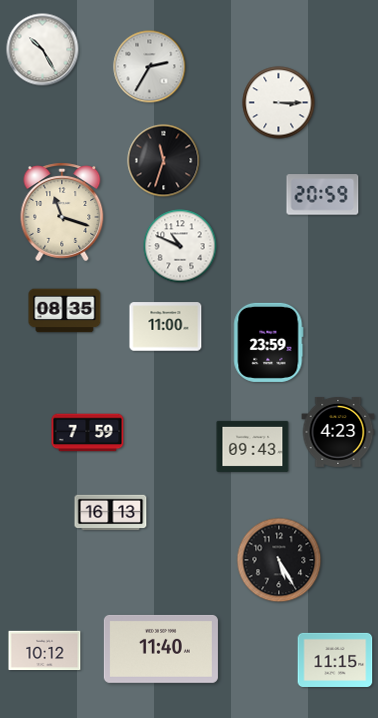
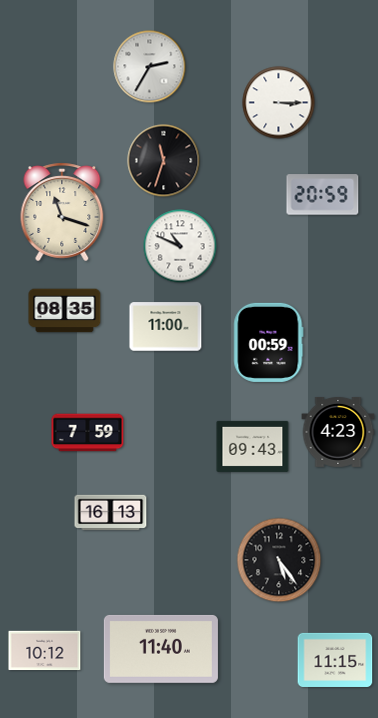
clock at (43, 50): 10:25 -> none
clock at (269, 342): 23:59 -> 00:59
clock at (279, 560): 5:25 -> 5:24
